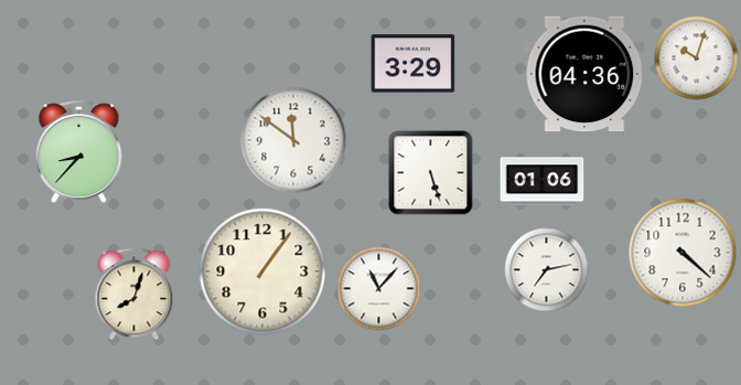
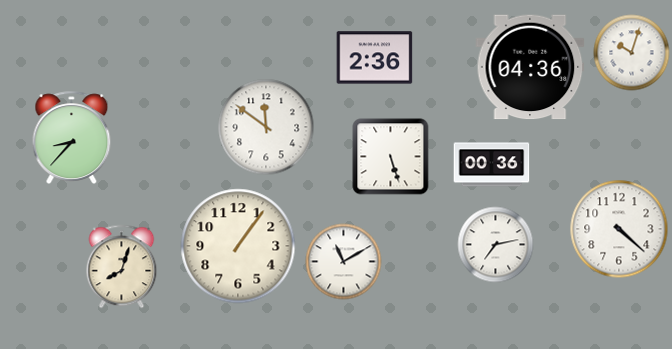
clock at (414, 64): 3:29 -> 2:36
clock at (543, 182): 01:06 -> 00:36
clock at (379, 289): 11:07 -> 11:10
